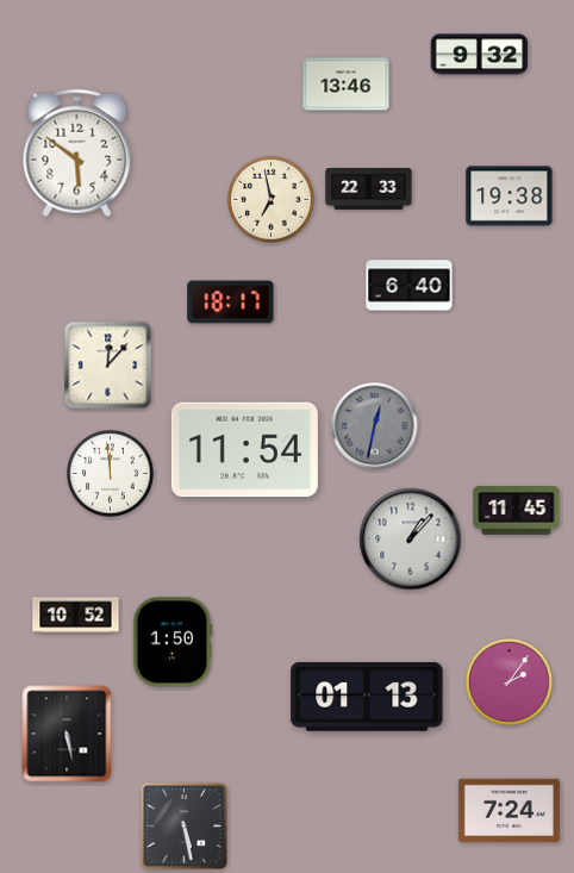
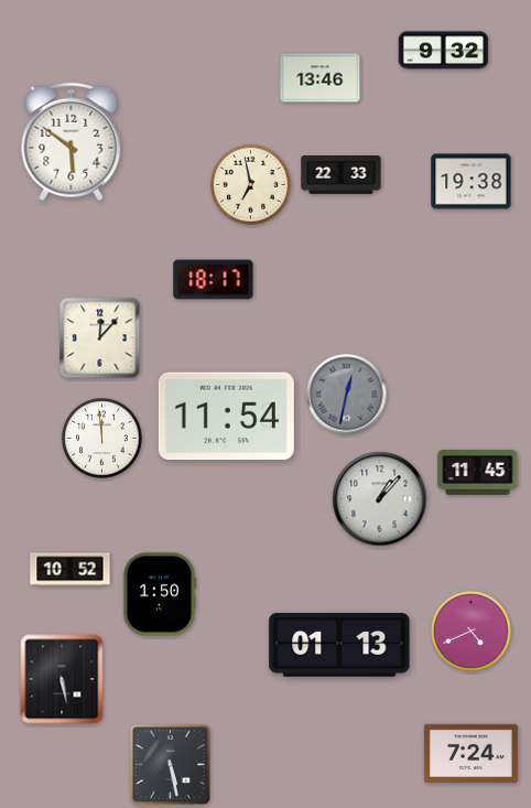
clock at (410, 286): 6:40 -> none
clock at (510, 682): 2:06 -> 4:41
clock at (509, 810) position: (509, 810) -> (470, 753)
